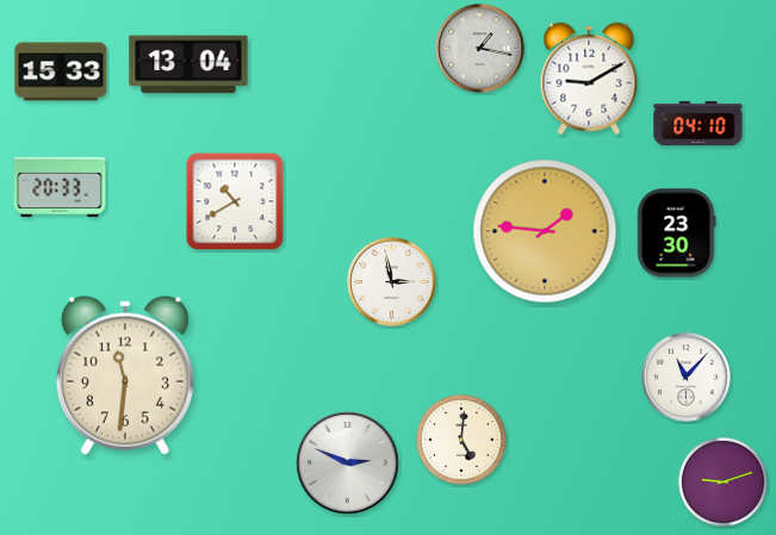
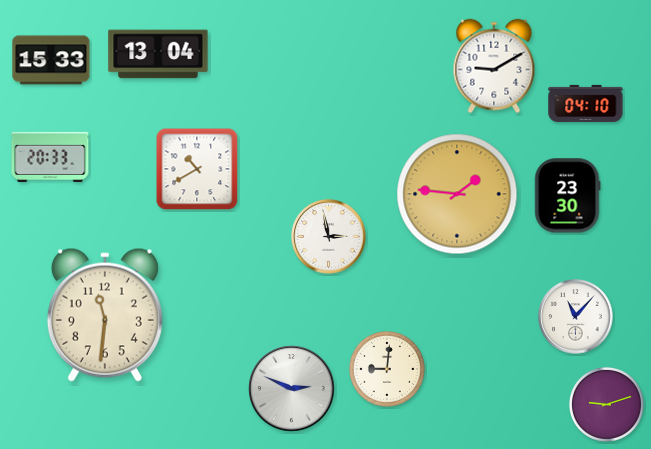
clock at (480, 49): 1:17 -> none
clock at (461, 440): 5:01 -> 9:01
